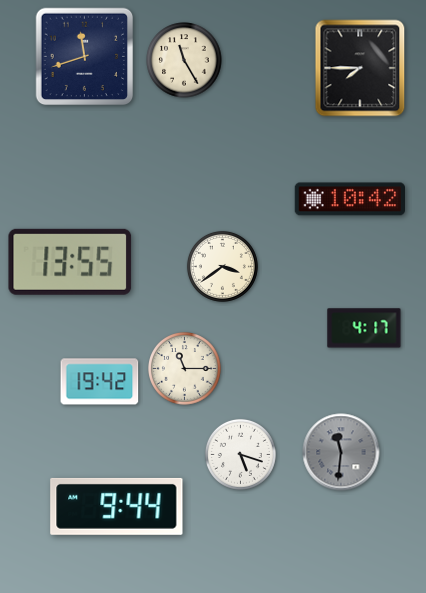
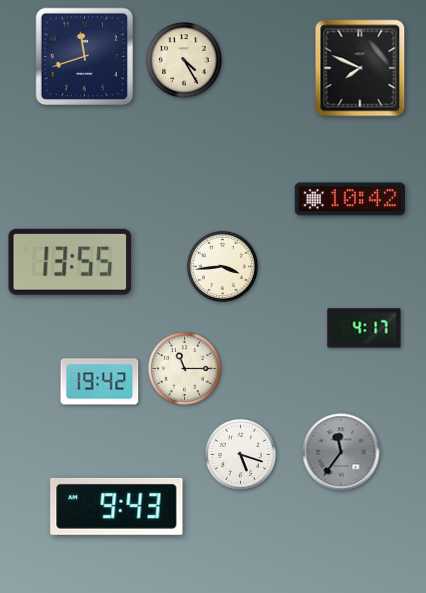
clock at (184, 60): 11:25 -> 4:25
clock at (360, 68): 7:45 -> 7:49
clock at (222, 266): 3:39 -> 3:44
clock at (341, 452): 11:31 -> 11:36
clock at (117, 506): 9:44 -> 9:43
